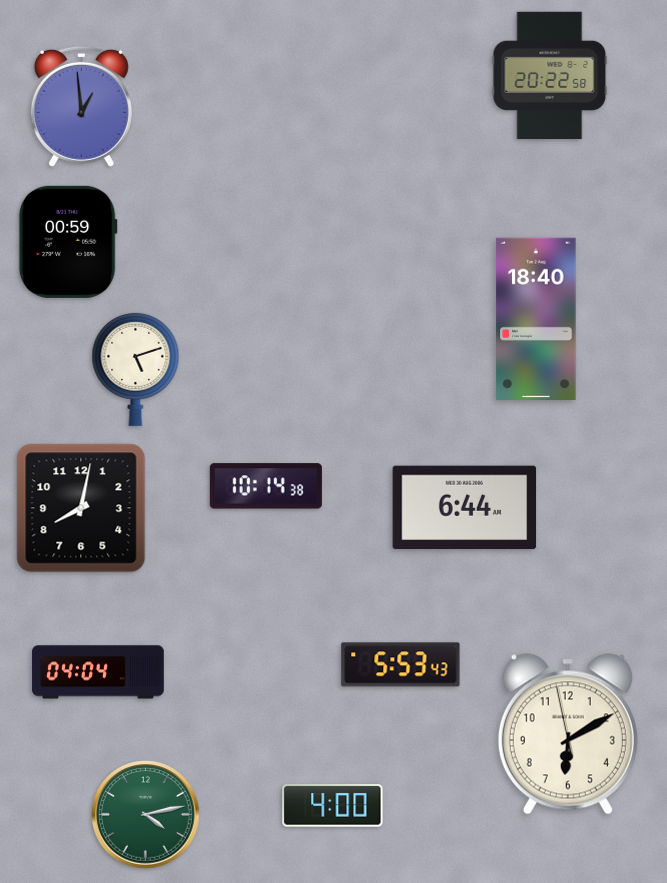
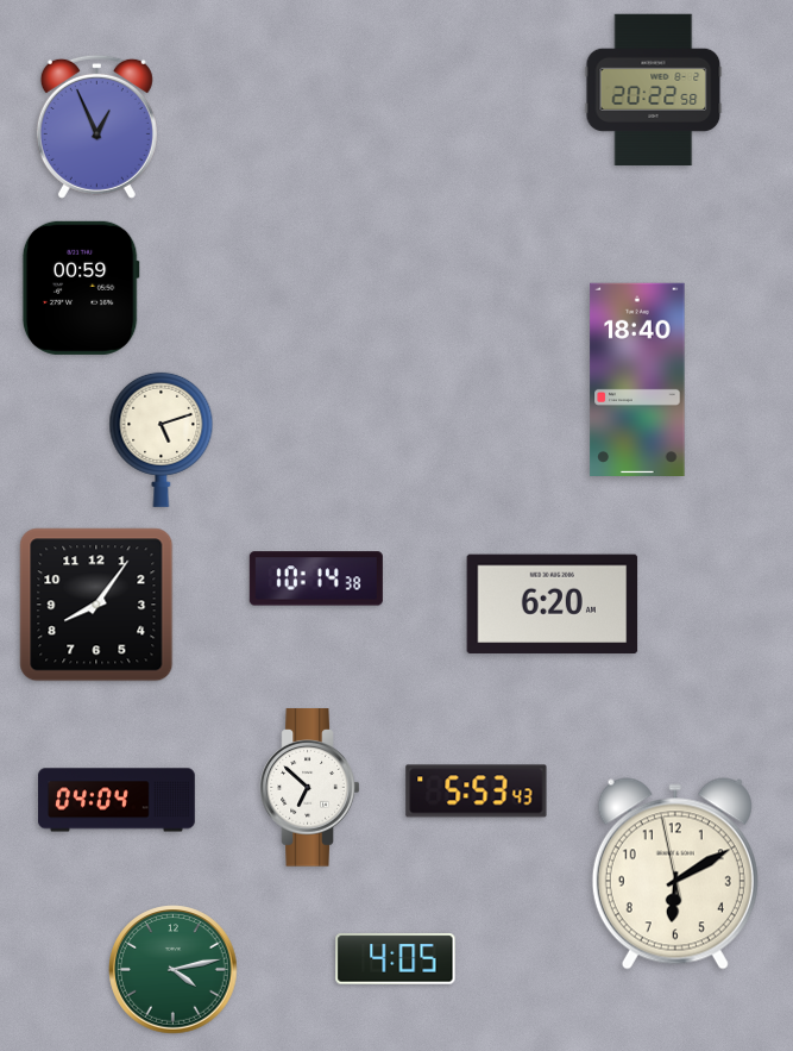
clock at (81, 106): 12:59 -> 12:56
clock at (81, 508): 8:02 -> 8:06
clock at (465, 508): 6:44 -> 6:20
clock at (310, 788): none -> 6:52
clock at (333, 806): 4:00 -> 4:05
